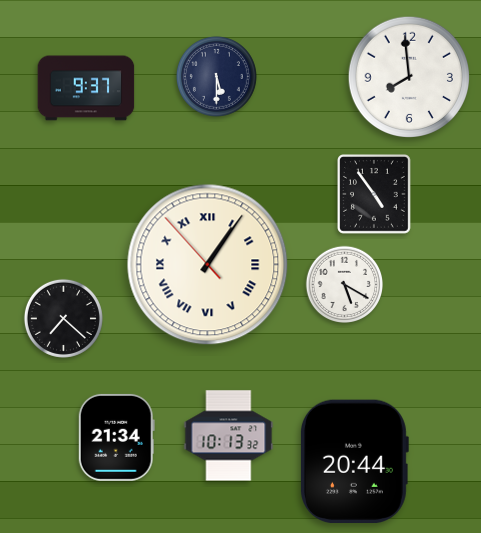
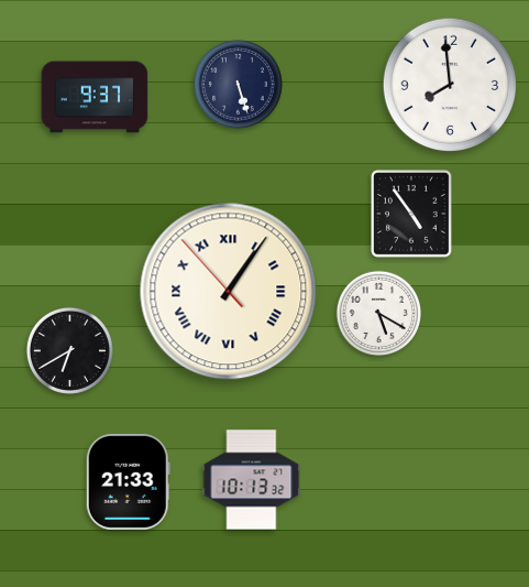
clock at (216, 76): 5:30 -> 5:27
clock at (63, 318): 7:22 -> 6:40
clock at (116, 437): 21:34 -> 21:33
clock at (354, 461): 20:44 -> none
